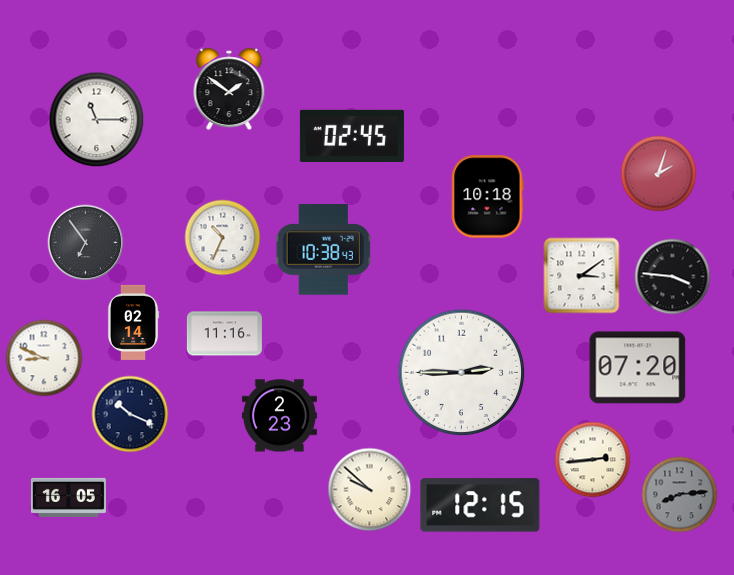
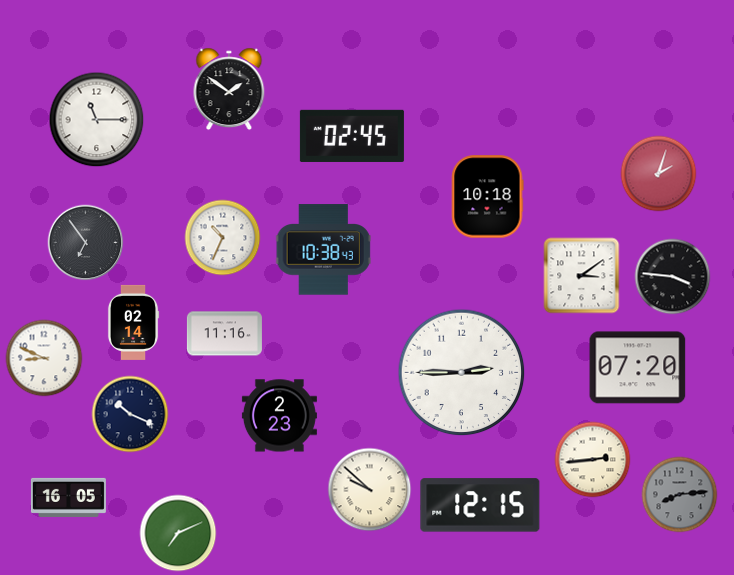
clock at (178, 533): none -> 7:11
